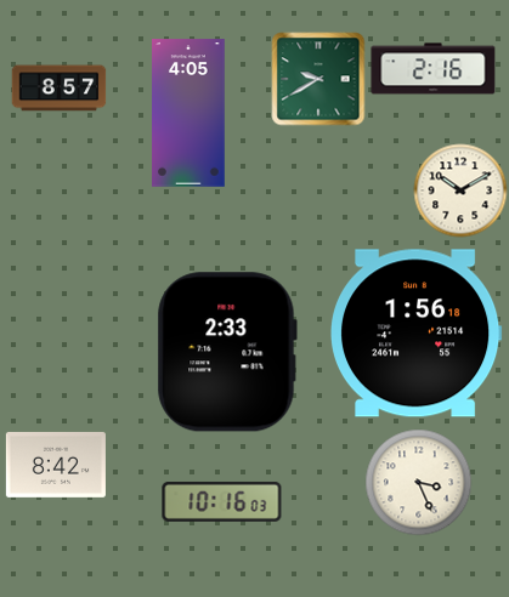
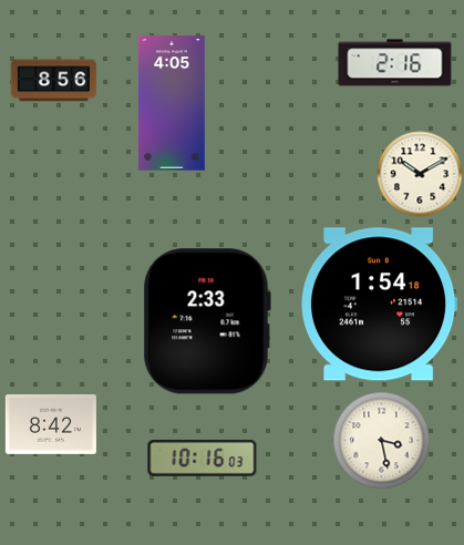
clock at (318, 79): 9:40 -> none
clock at (60, 89): 8:57 -> 8:56
clock at (417, 334): 1:56 -> 1:54
clock at (419, 483): 3:26 -> 3:28
